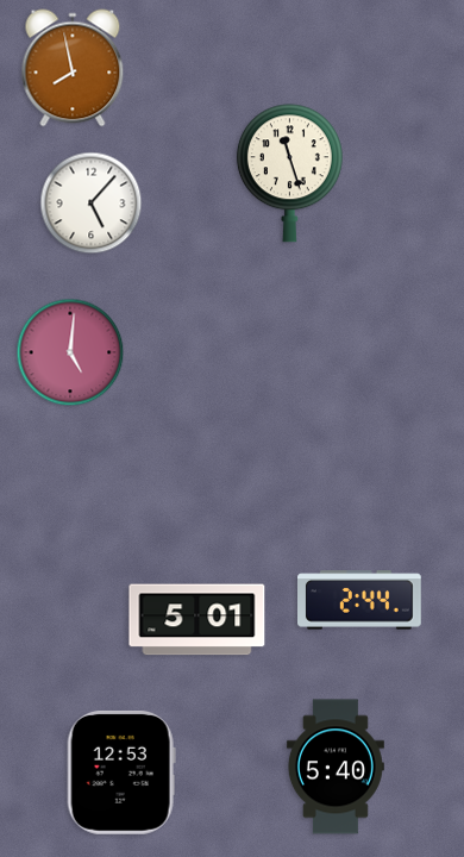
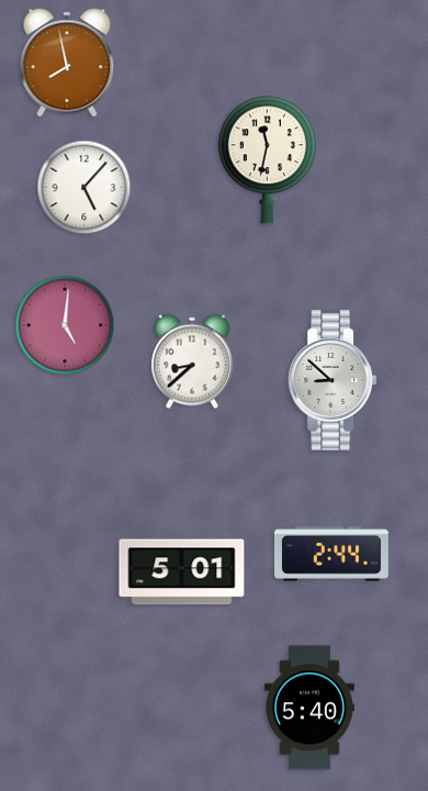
clock at (289, 174): 11:27 -> 11:32
clock at (192, 361): none -> 8:38
clock at (331, 380): none -> 8:52
clock at (121, 772): 12:53 -> none
